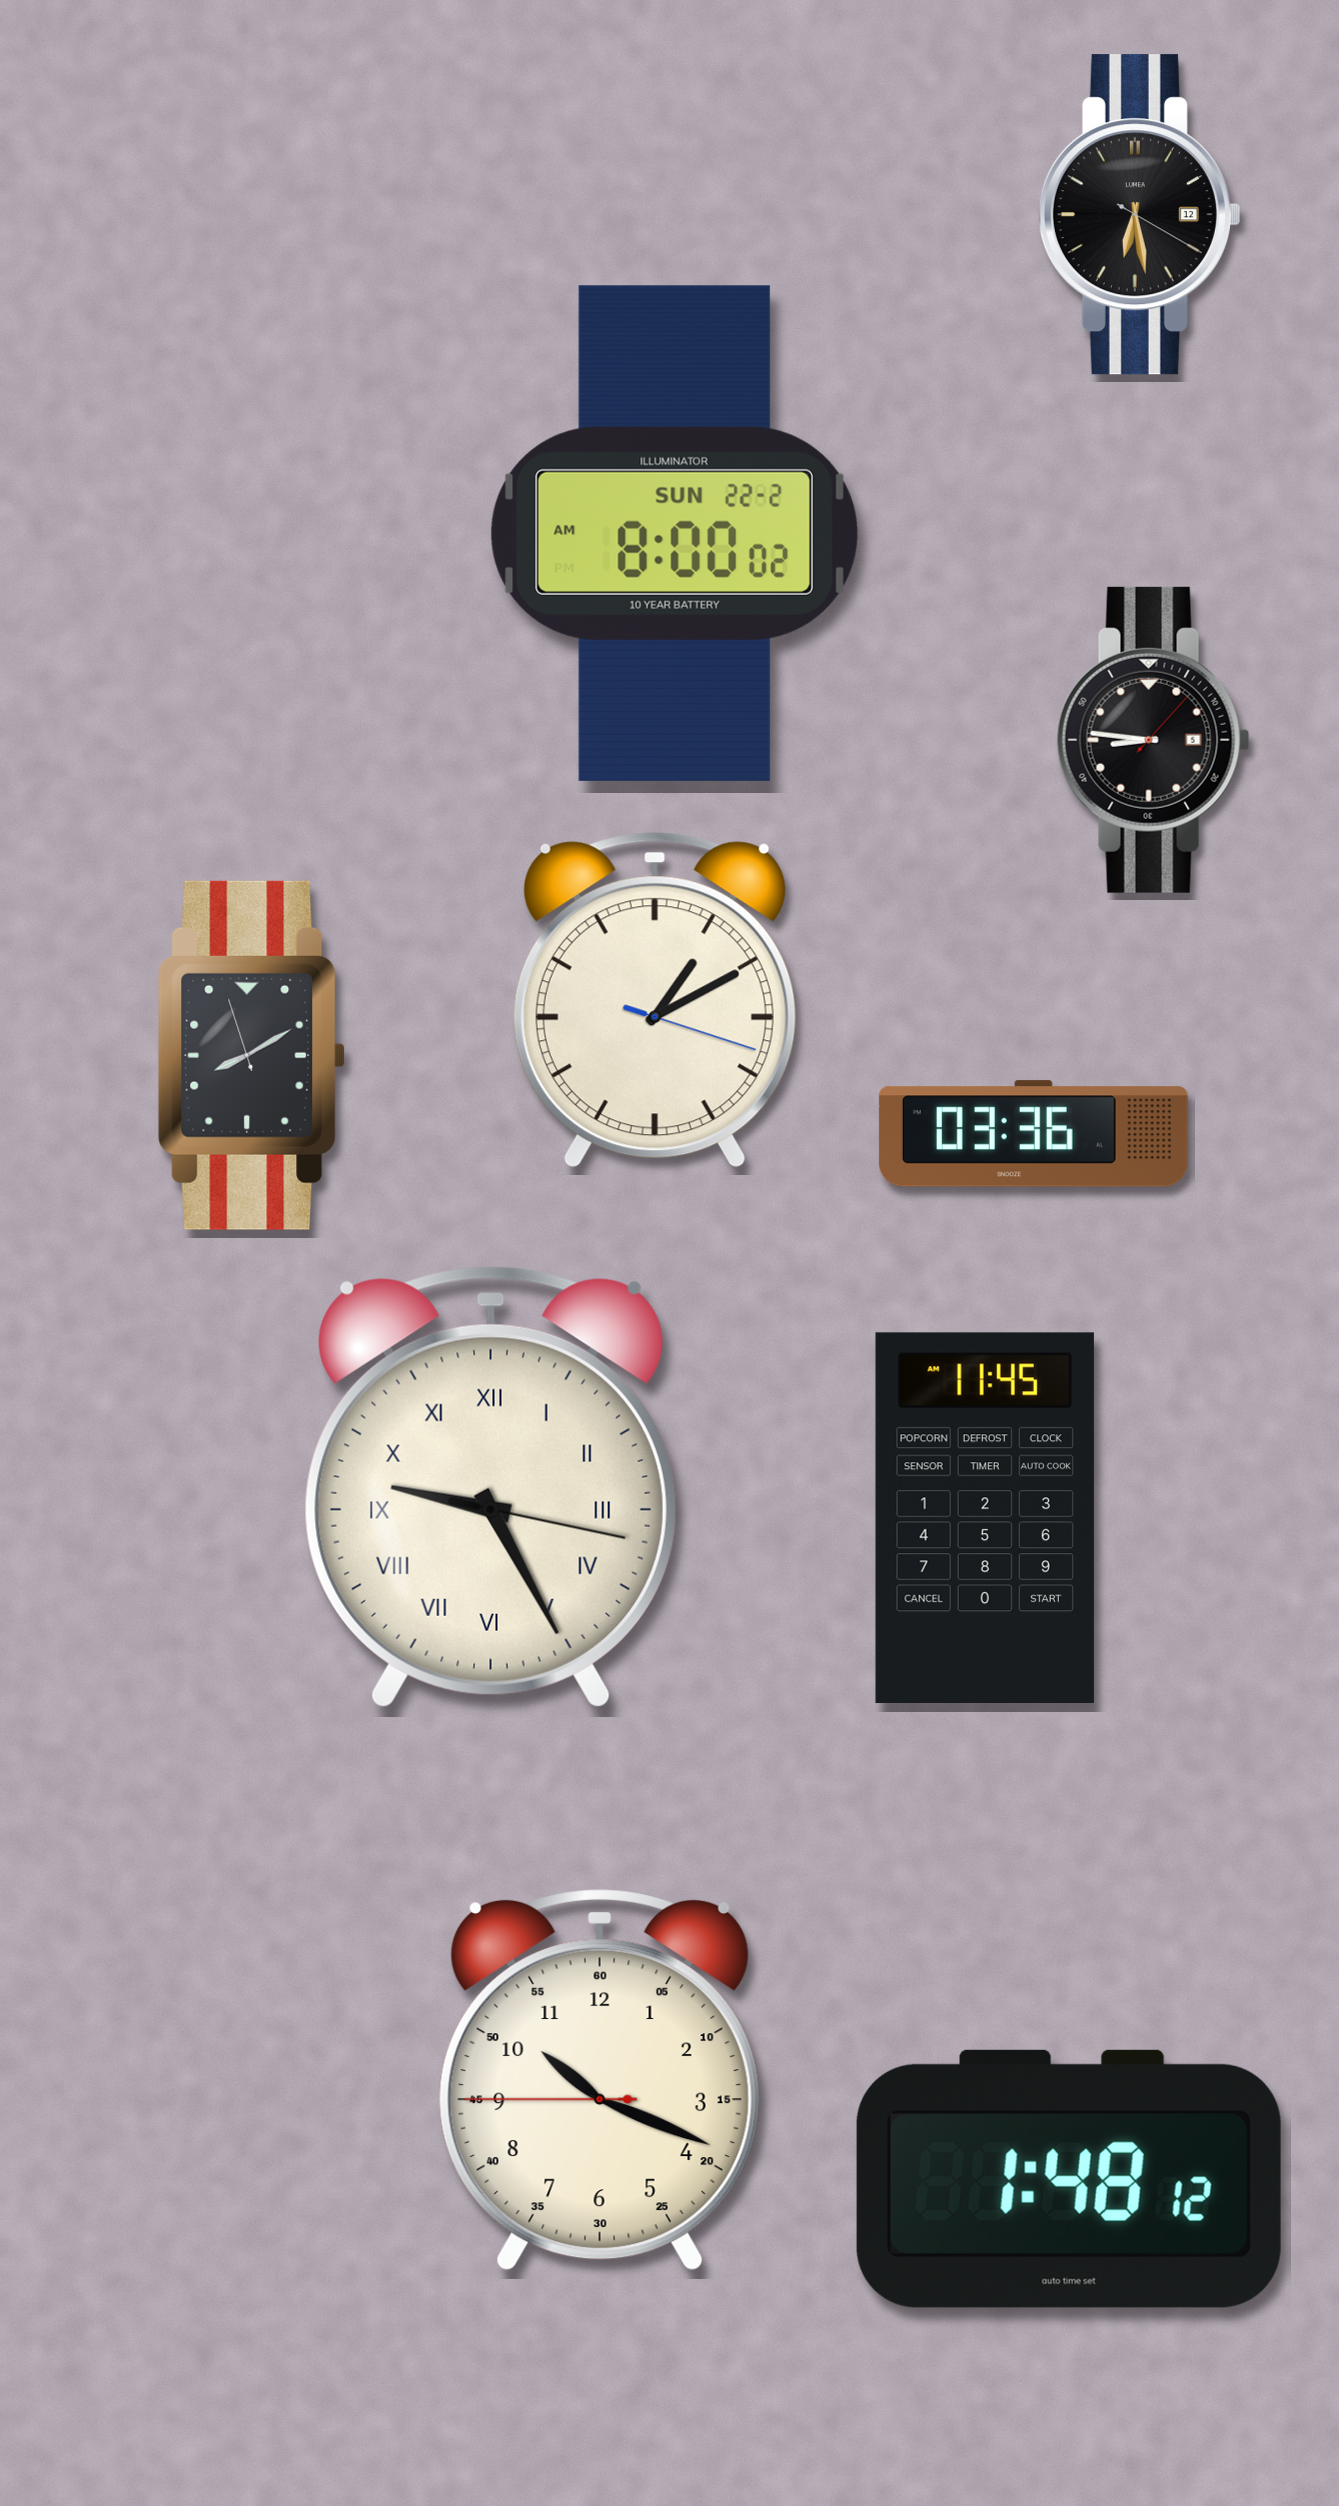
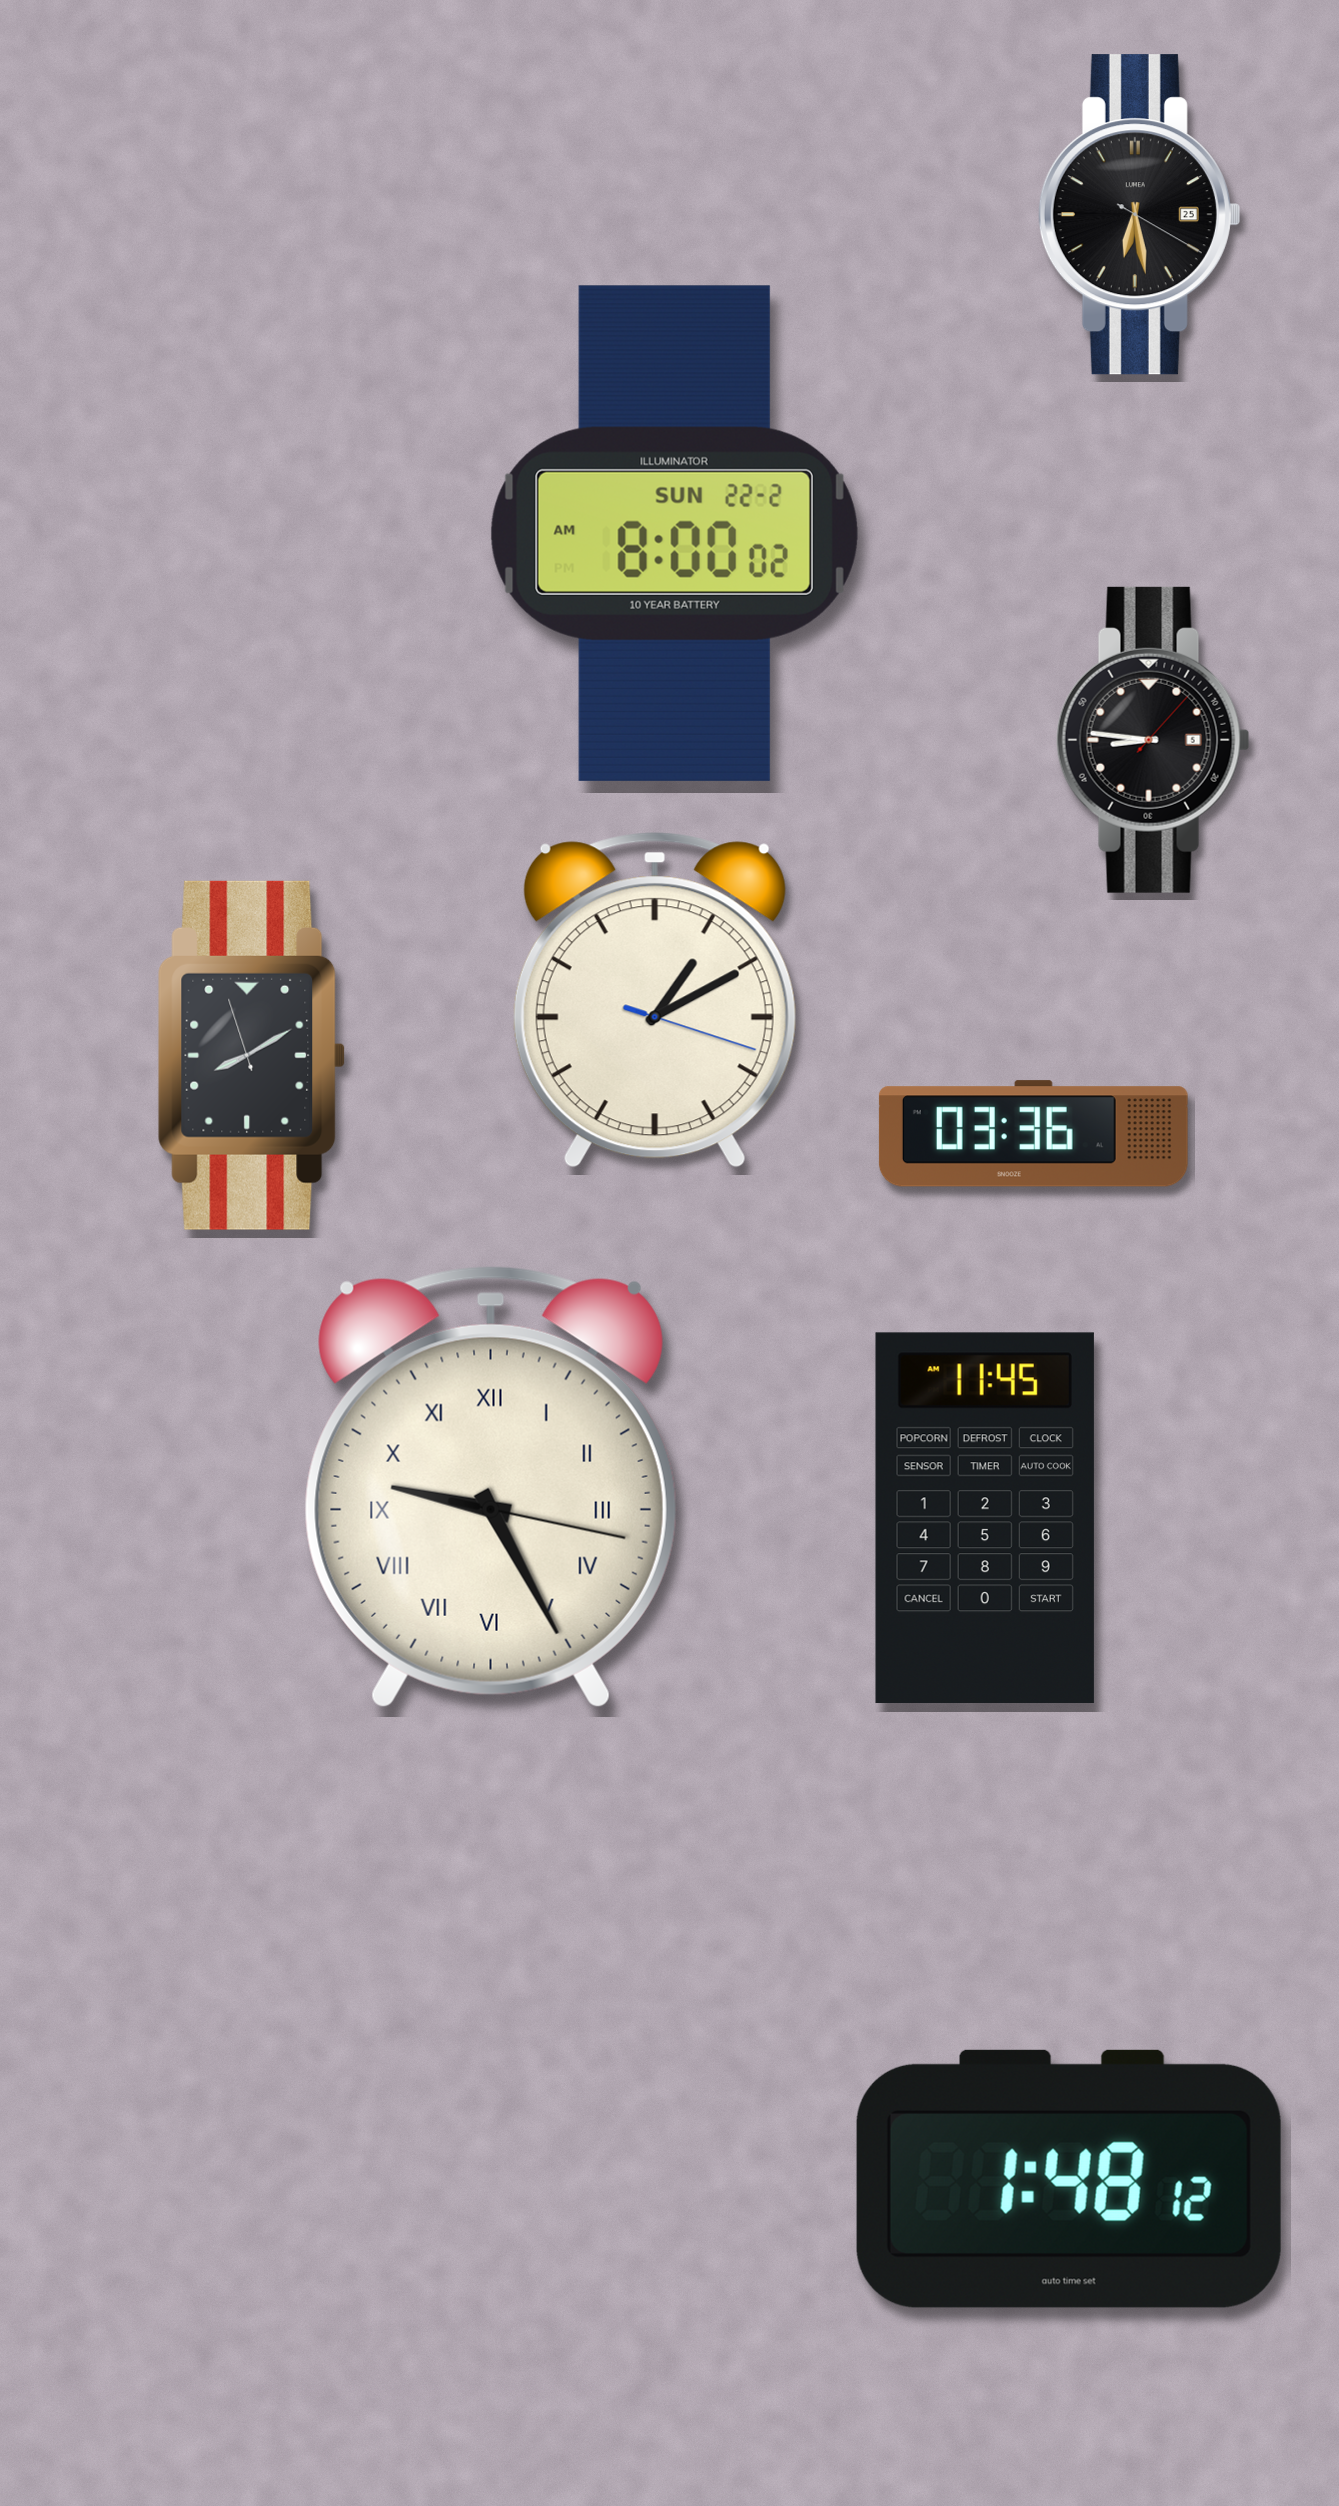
clock at (1139, 215) date: 12 -> 25
clock at (600, 2081): 10:18 -> none
